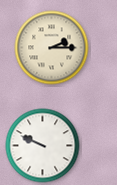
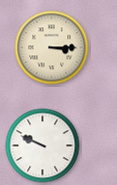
clock at (52, 48): 2:15 -> 3:15
